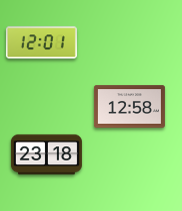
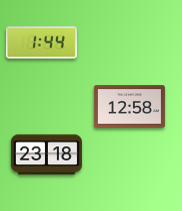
clock at (41, 43): 12:01 -> 1:44
